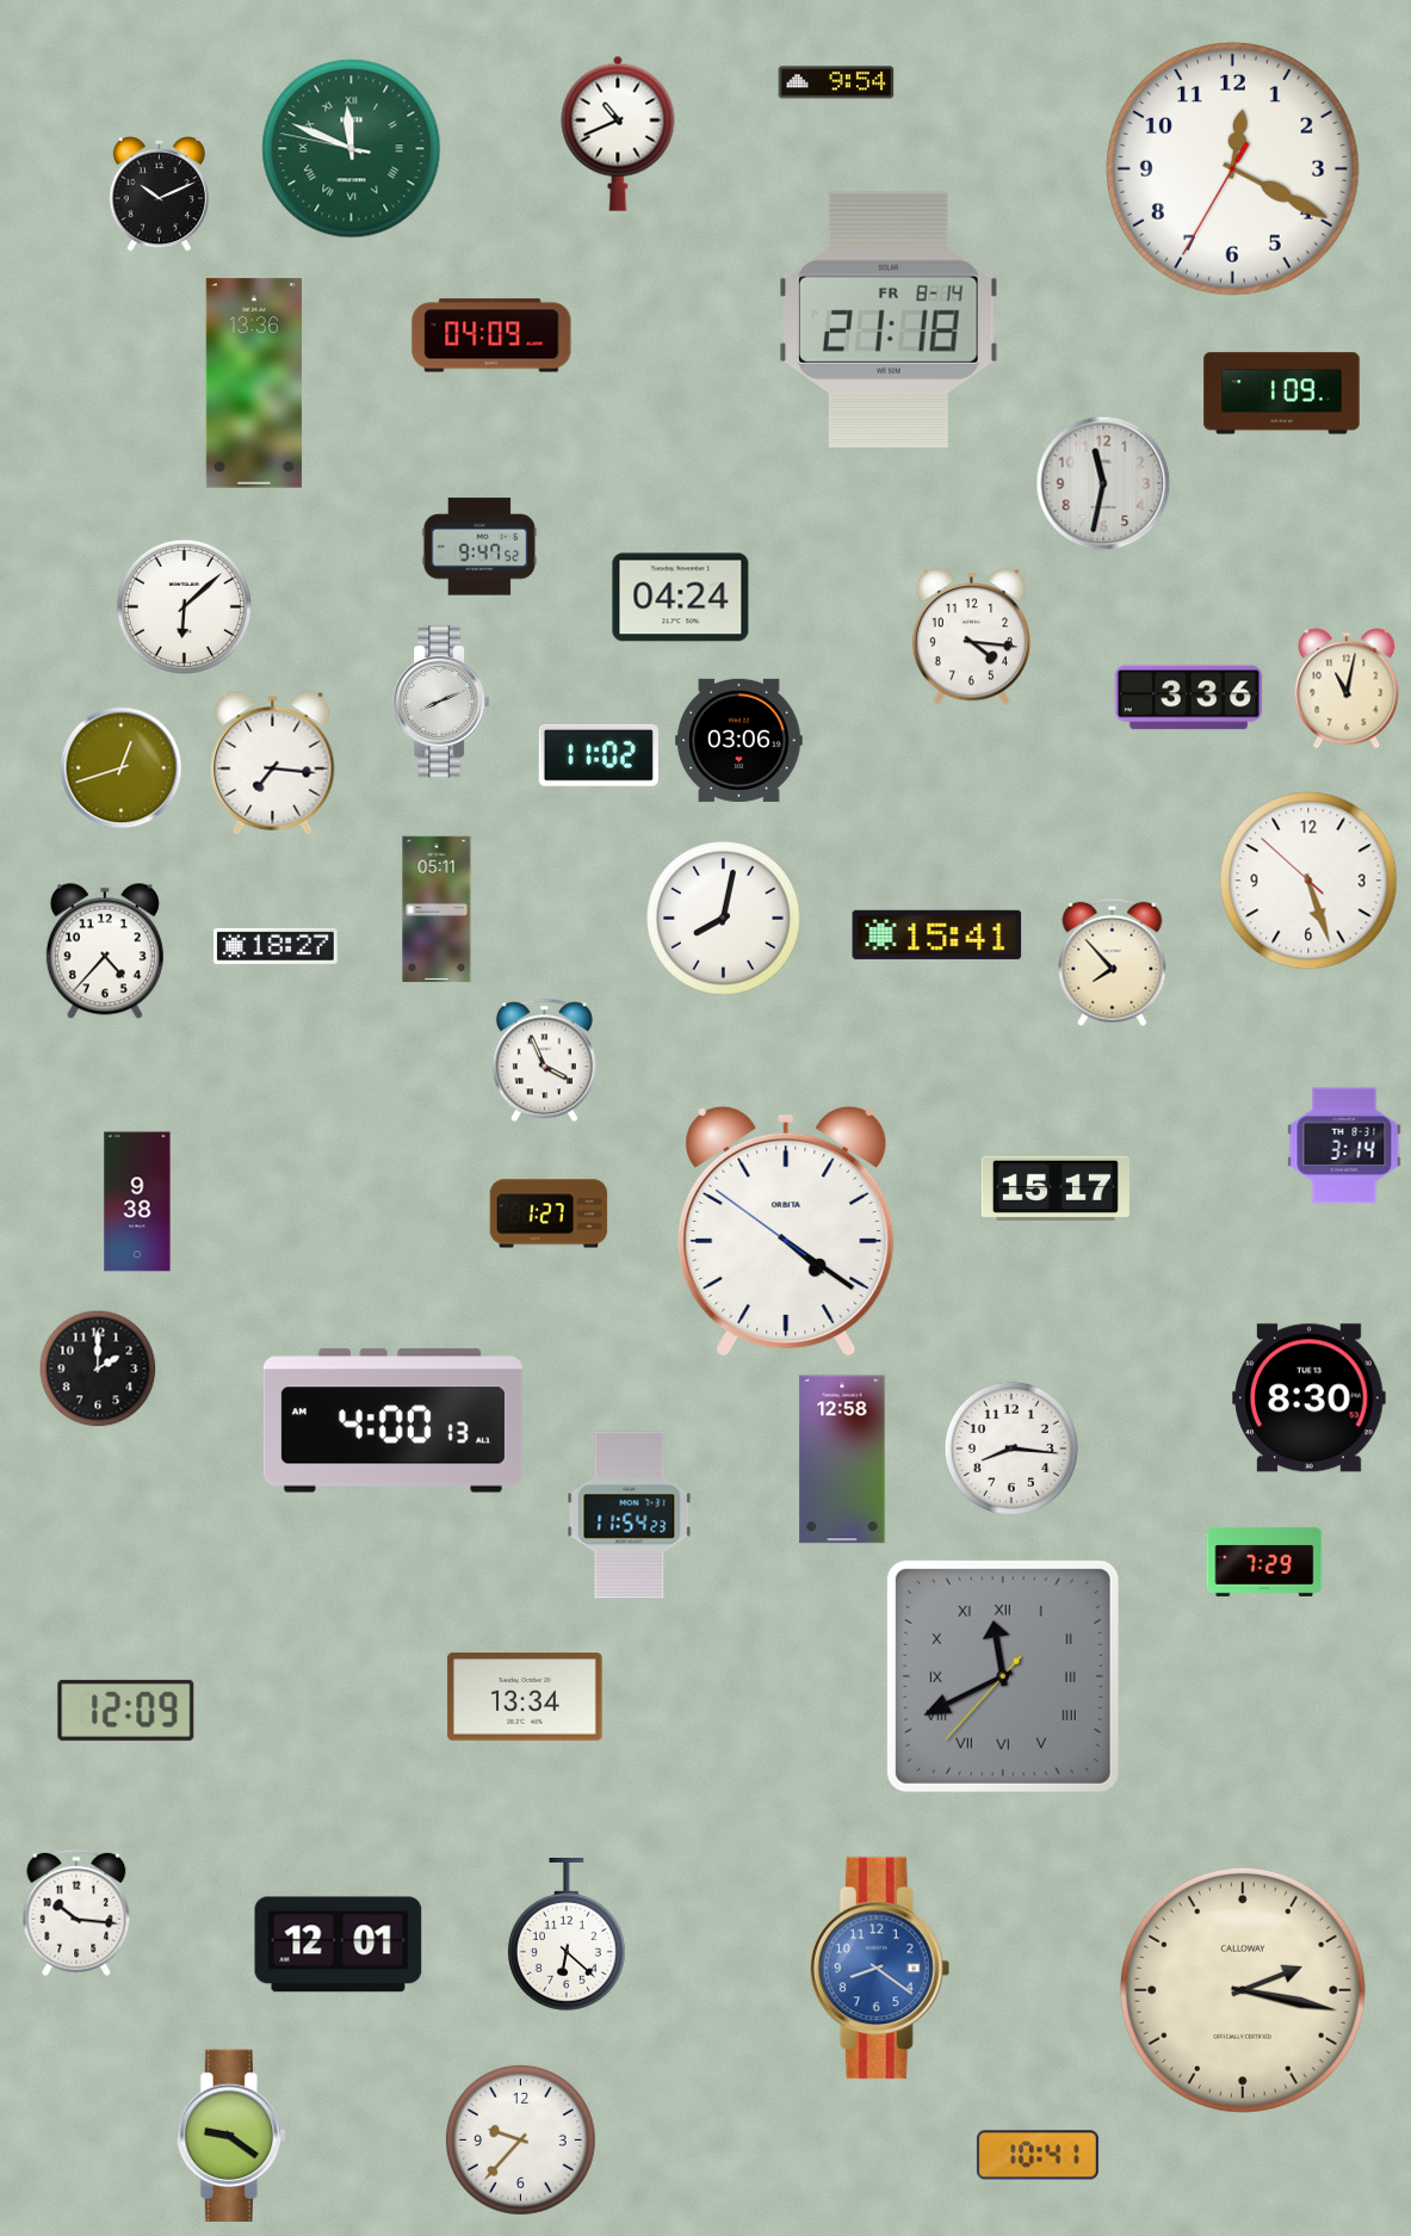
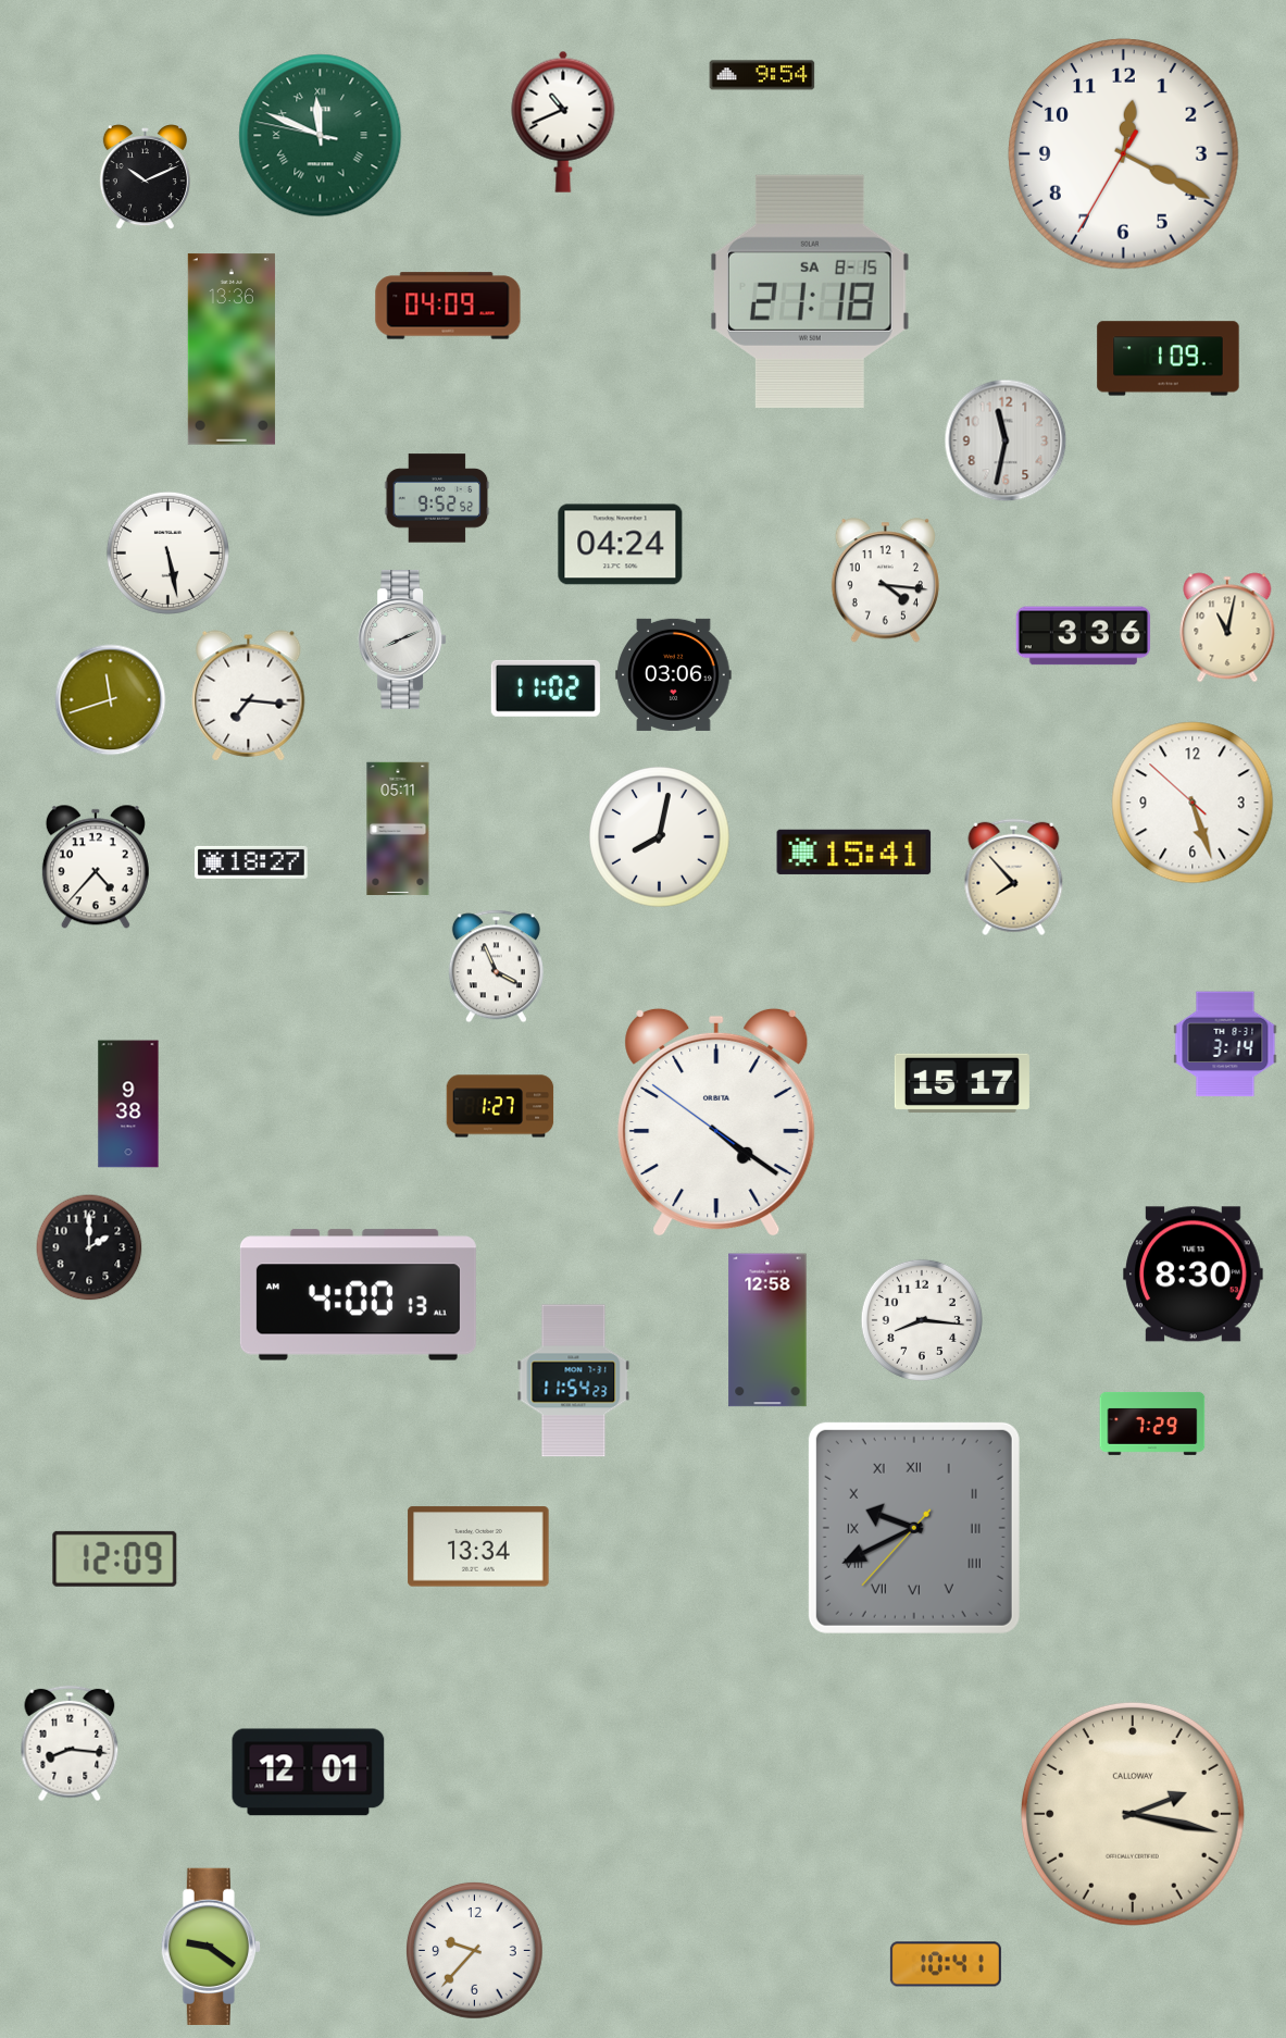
clock at (890, 320) date: FR 8-14 -> SA 8-15
clock at (479, 546): 9:47 -> 9:52
clock at (184, 606): 6:08 -> 5:28
clock at (122, 768): 12:42 -> 11:42
clock at (137, 1202) position: (137, 1202) -> (128, 1104)
clock at (1003, 1676): 11:40 -> 9:40
clock at (76, 1913): 10:16 -> 8:16
clock at (567, 1935): 6:22 -> none
clock at (880, 1969): 8:21 -> none
